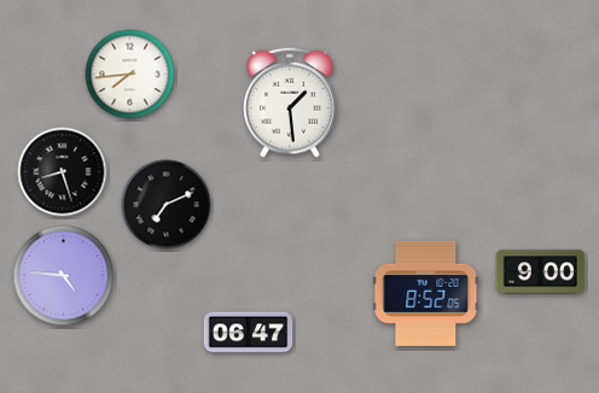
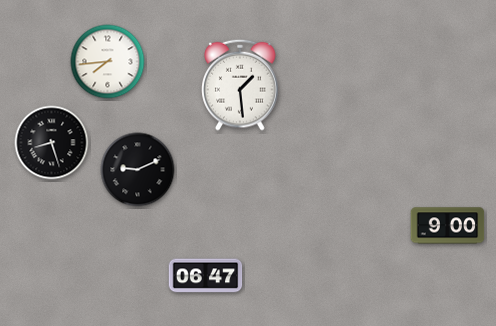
clock at (167, 205): 7:11 -> 9:11
clock at (64, 276): 4:46 -> none
clock at (426, 293): 8:52 -> none
